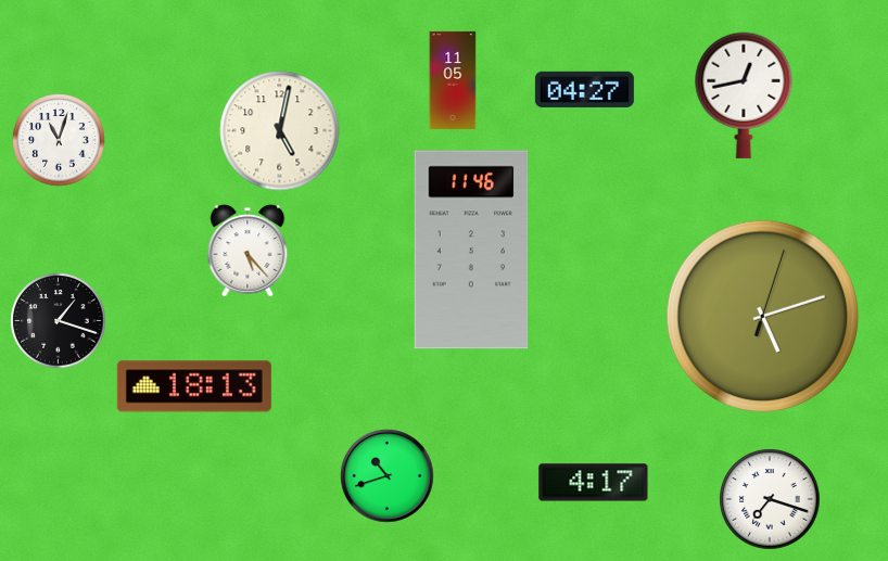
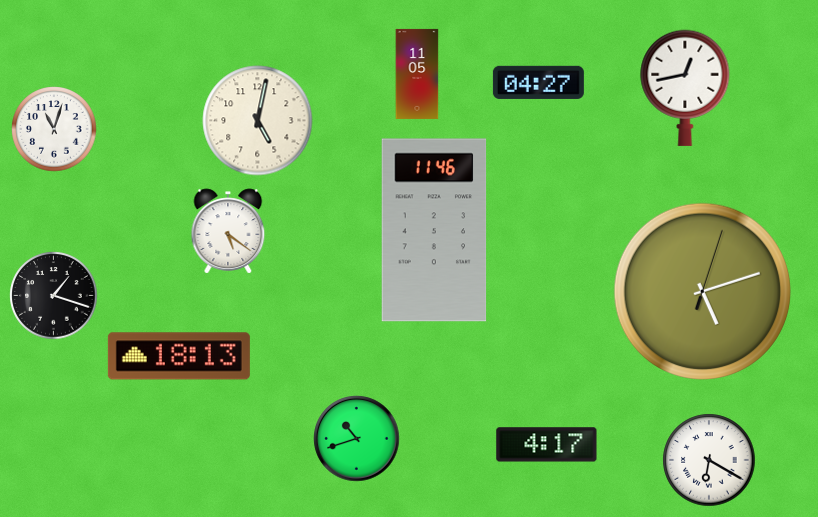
clock at (248, 251): 5:23 -> 5:21
clock at (770, 499): 7:18 -> 6:20
